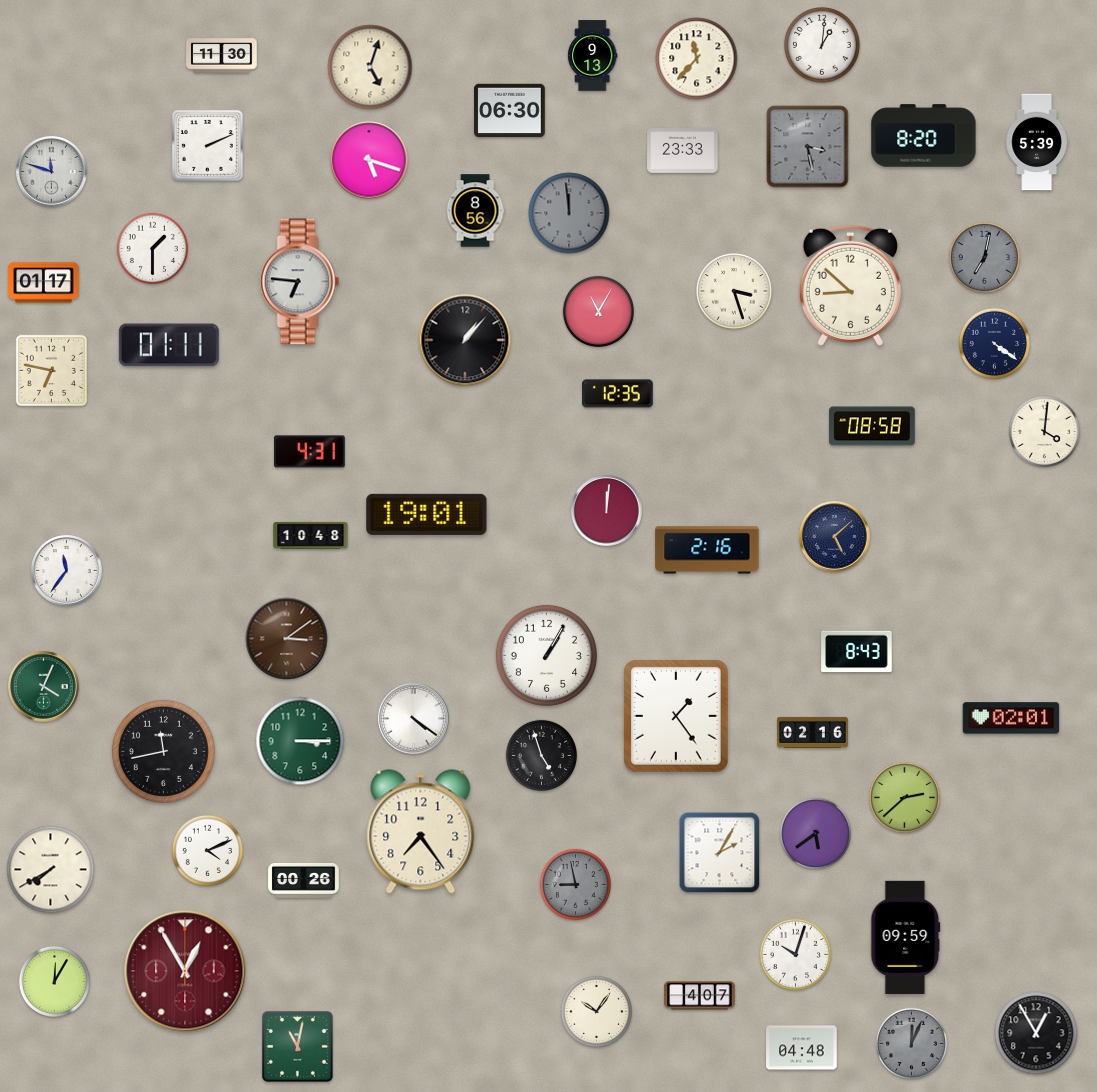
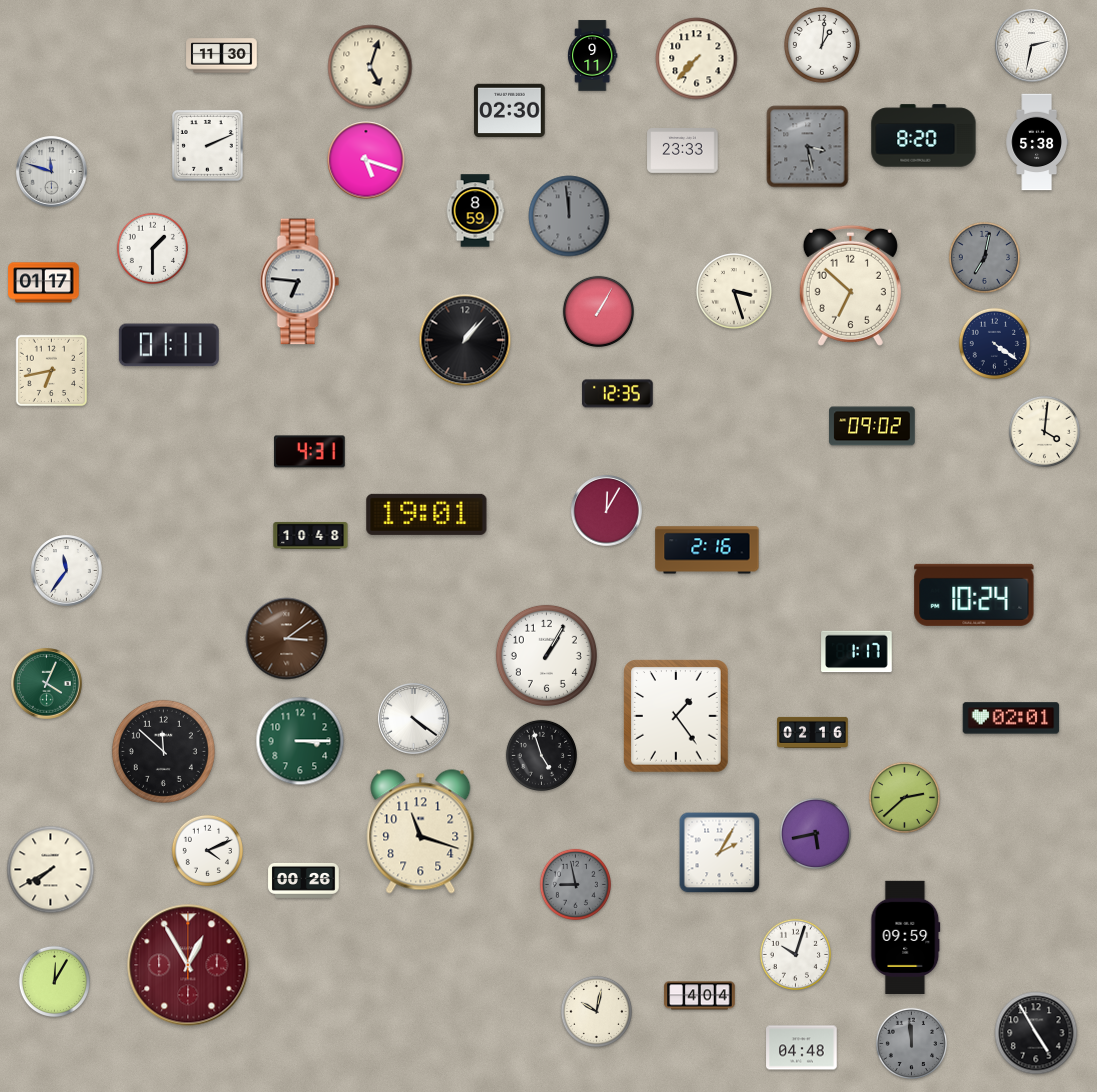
clock at (1032, 46): none -> 2:32
clock at (592, 56): 9:13 -> 9:11
clock at (697, 59): 11:37 -> 7:37
clock at (510, 111): 06:30 -> 02:30
clock at (1037, 142): 5:39 -> 5:38
clock at (369, 160) position: (369, 160) -> (366, 160)
clock at (475, 211): 8:56 -> 8:59
clock at (569, 213) position: (569, 213) -> (569, 216)
clock at (850, 285): 8:52 -> 6:52
clock at (598, 311): 11:05 -> 1:05
clock at (52, 371): 6:47 -> 6:43
clock at (872, 426): 08:58 -> 09:02
clock at (607, 511): 12:01 -> 12:05
clock at (835, 537): 5:08 -> none
clock at (974, 595): none -> 10:24
clock at (857, 652): 8:43 -> 1:17
clock at (44, 687) position: (44, 687) -> (47, 684)
clock at (163, 751): 11:43 -> 11:52
clock at (421, 832): 7:24 -> 11:18
clock at (815, 833): 5:39 -> 5:43
clock at (185, 971) position: (185, 971) -> (188, 965)
clock at (700, 996): 4:07 -> 4:04
clock at (596, 1011): 10:06 -> 10:02
clock at (1036, 1033): 12:55 -> 4:55
clock at (911, 1043): 12:04 -> 11:59
clock at (297, 1046): 11:02 -> none
